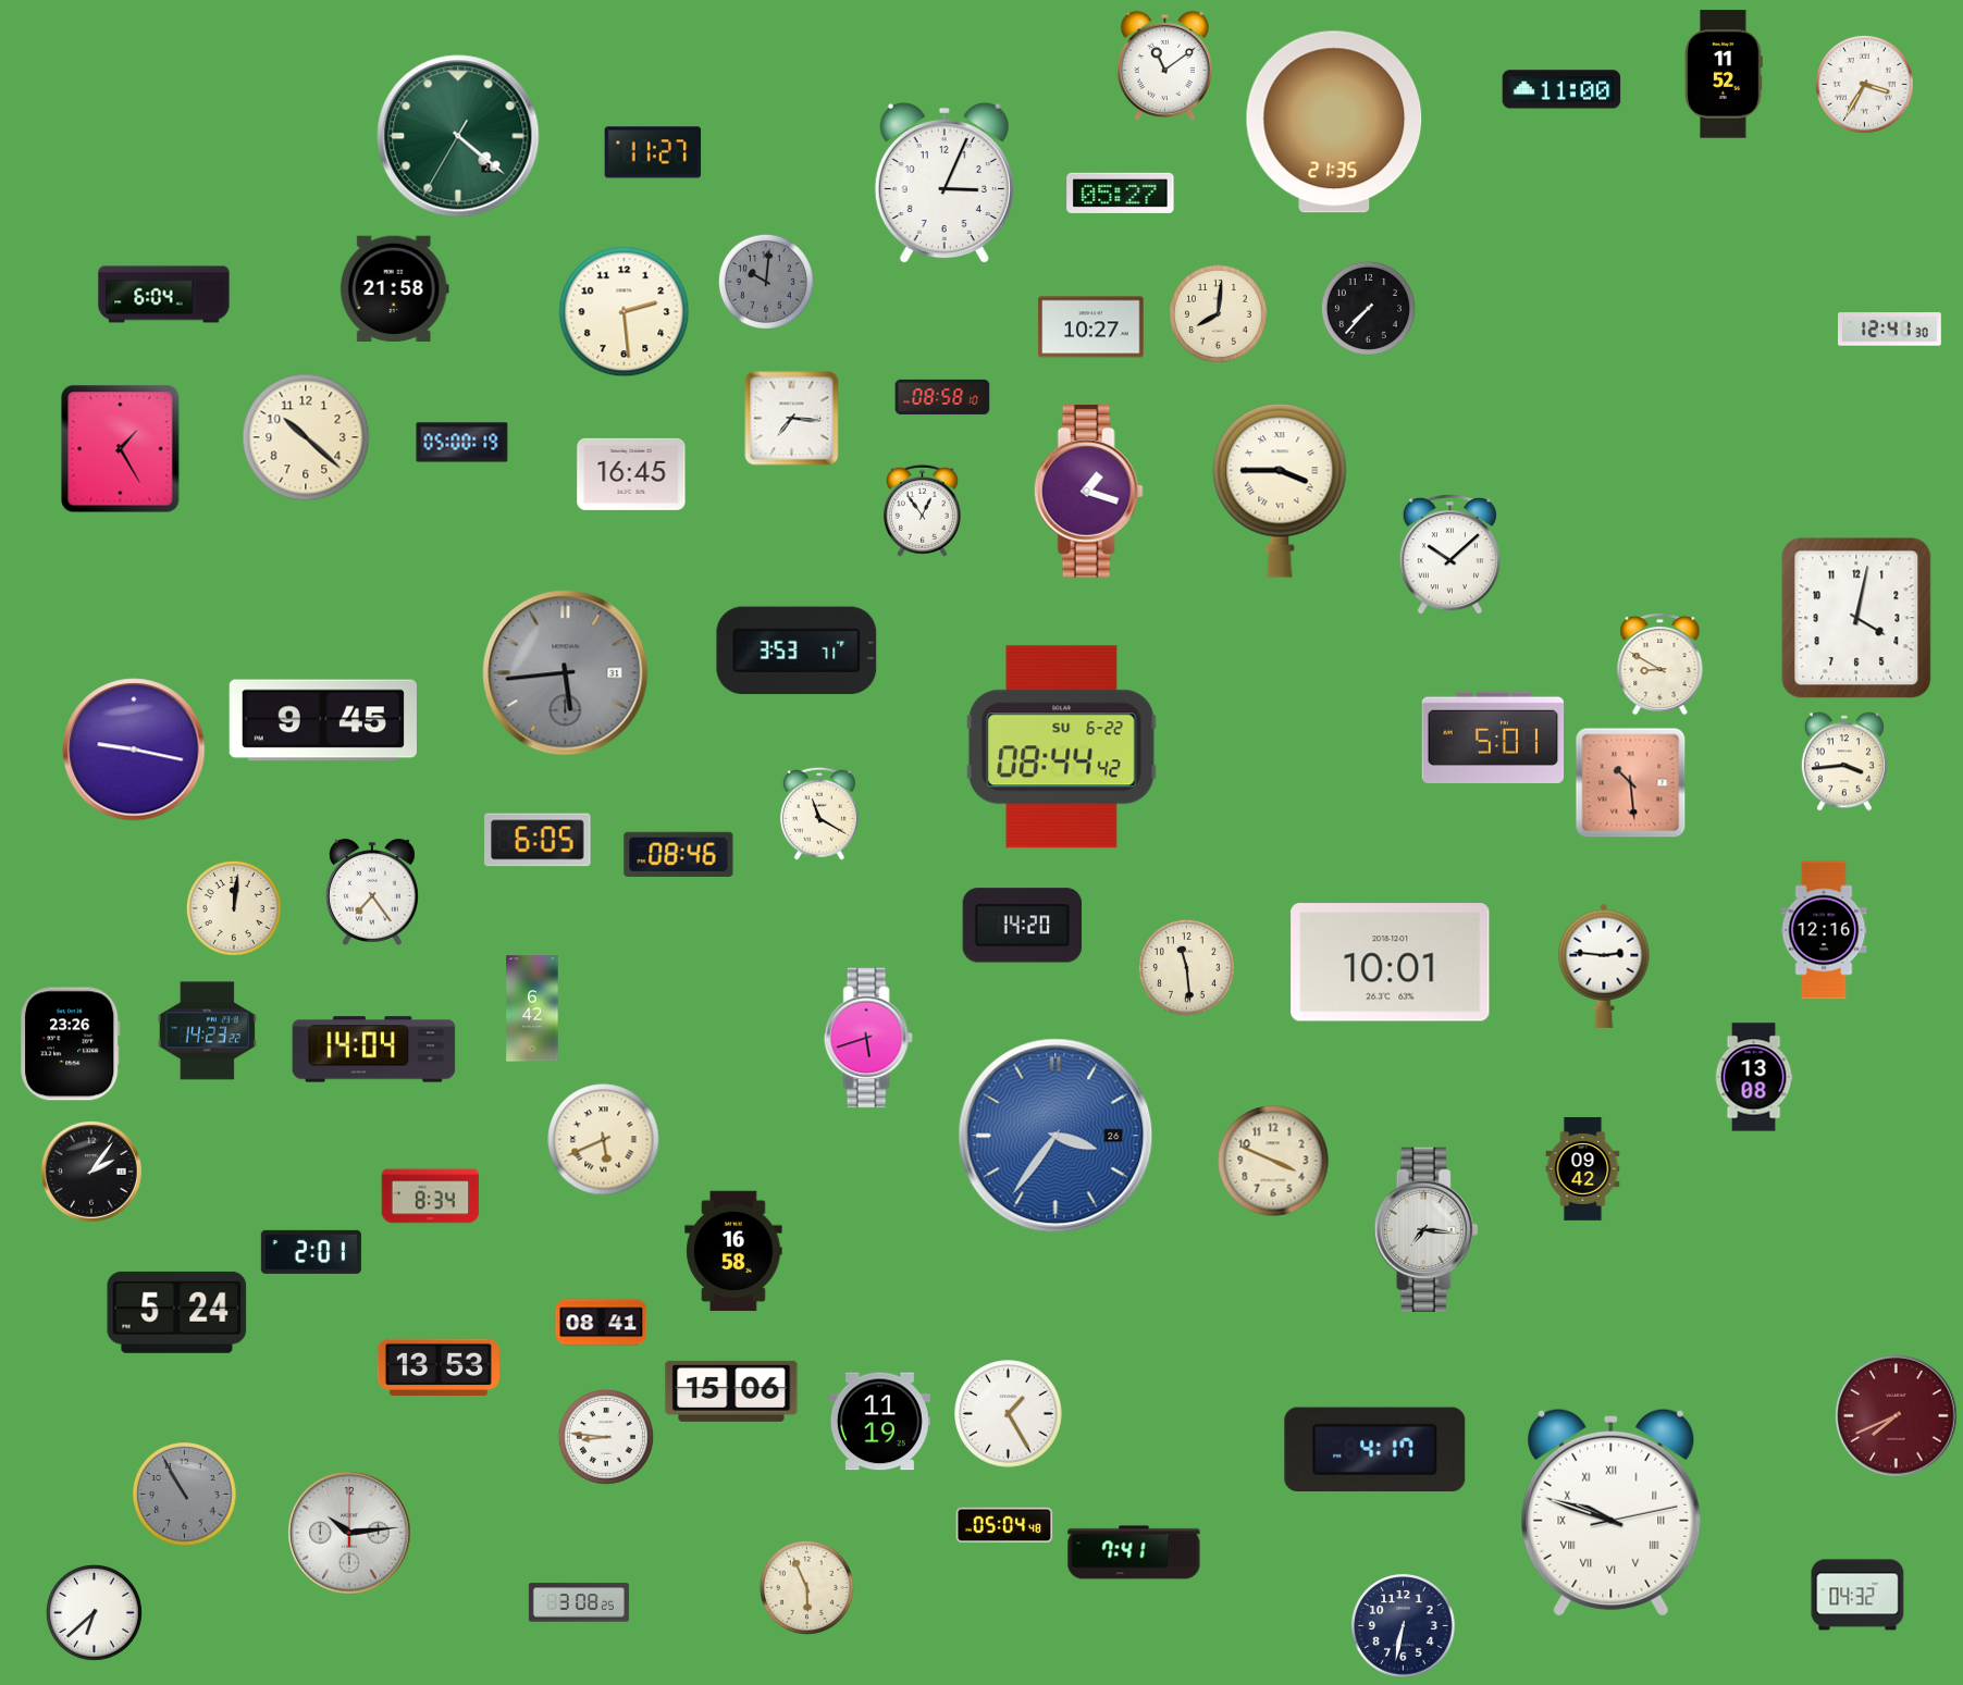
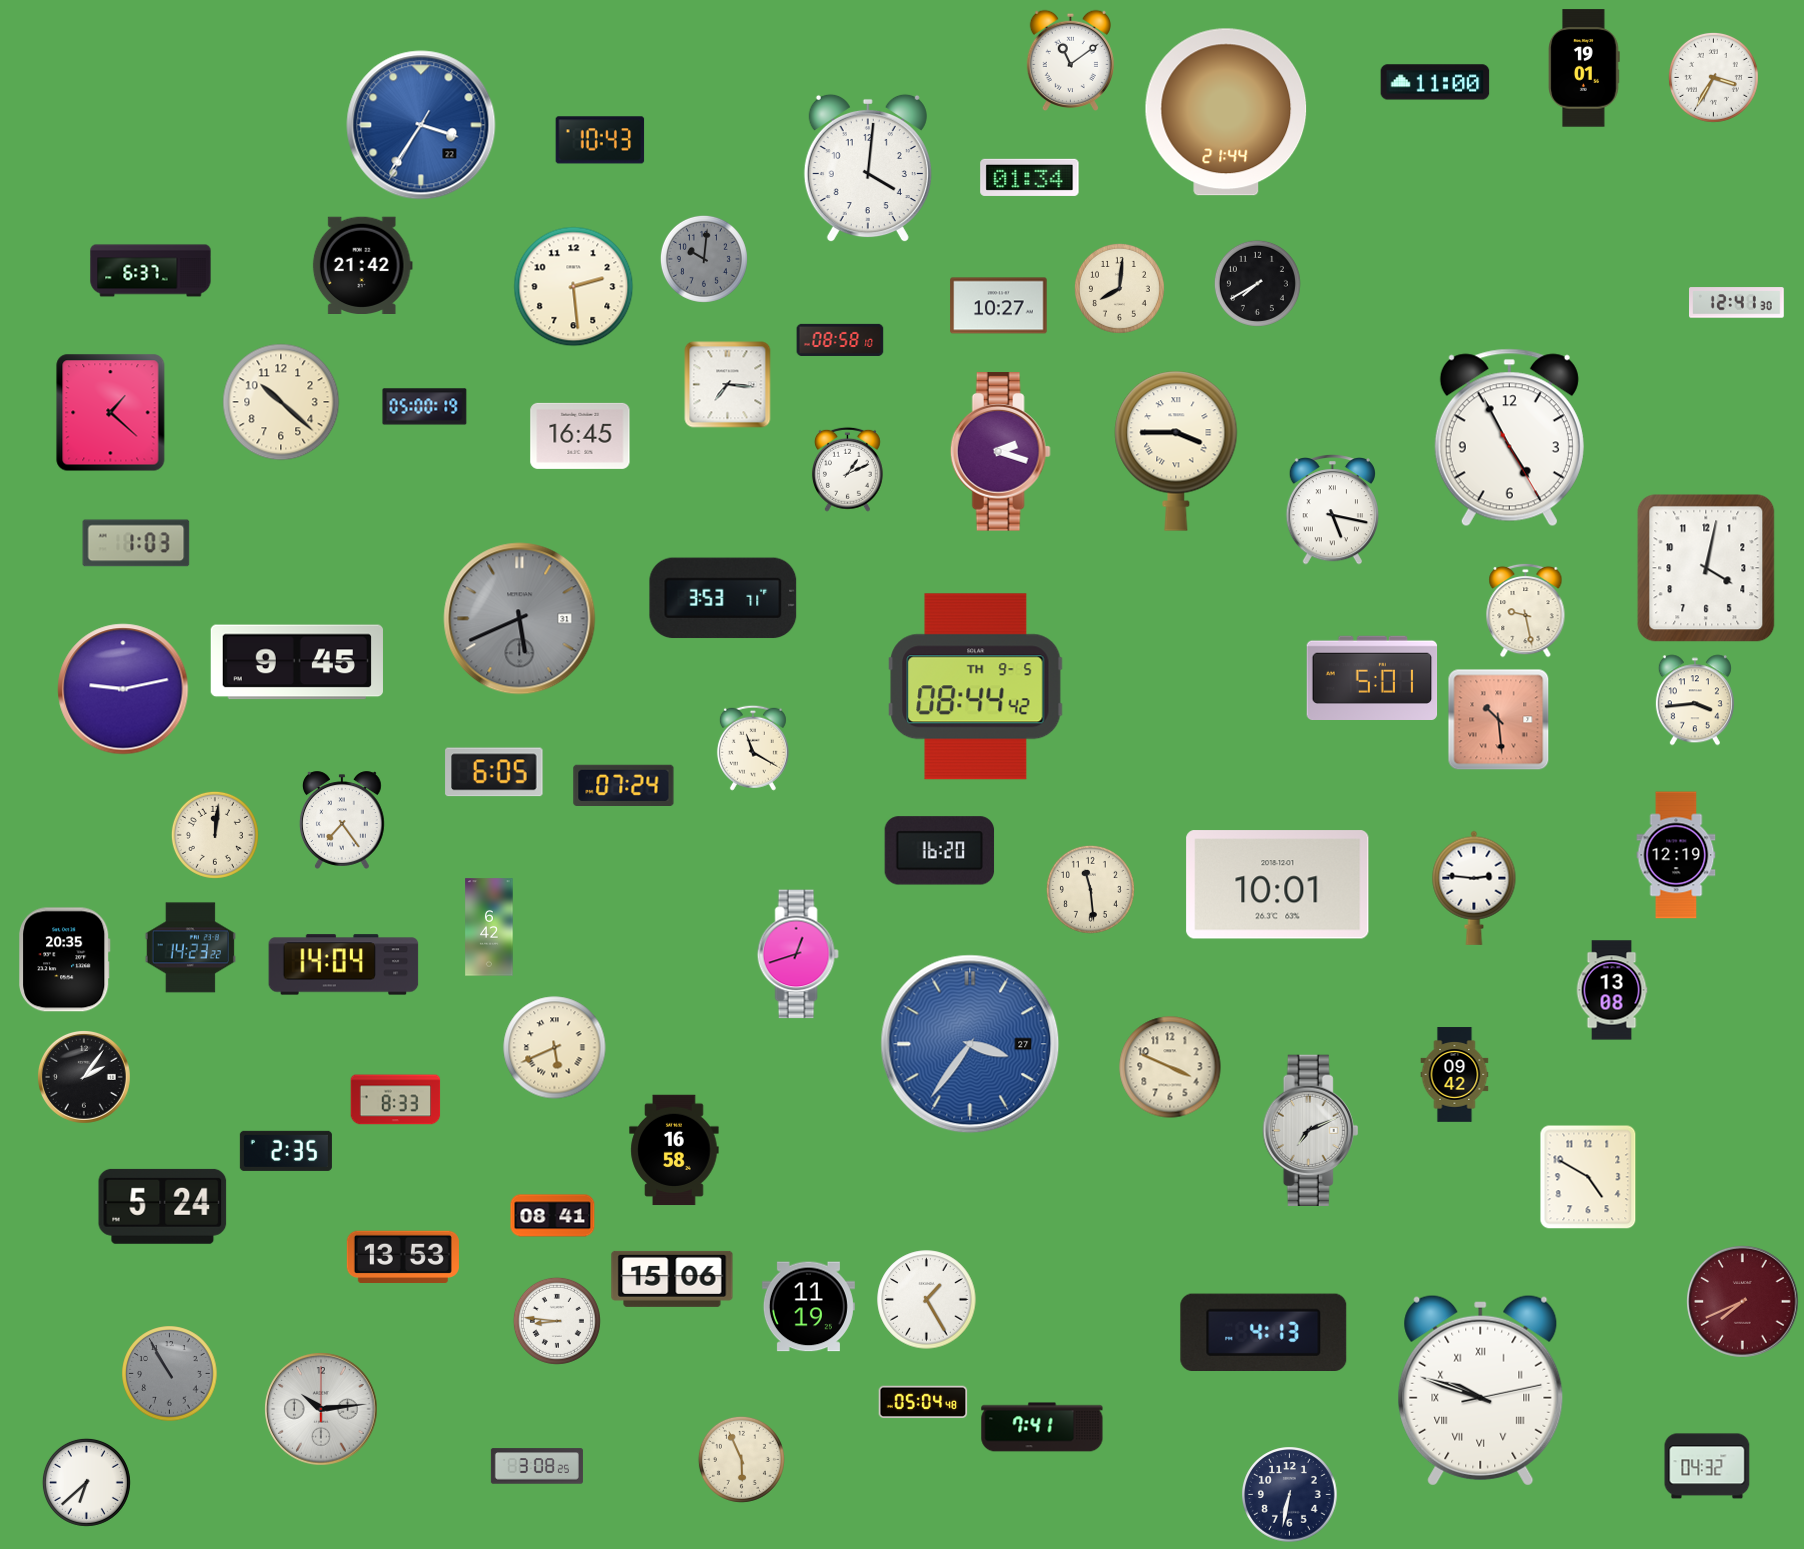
clock at (1724, 74): 11:52 -> 19:01
clock at (1334, 122): 21:35 -> 21:44
clock at (458, 136): 4:21 -> 3:35
clock at (458, 136) dial: green -> blue
clock at (653, 152): 11:27 -> 10:43
clock at (945, 183): 3:04 -> 4:01
clock at (1121, 193): 05:27 -> 01:34
clock at (394, 288): 21:58 -> 21:42
clock at (164, 295): 6:04 -> 6:37
clock at (1368, 308): 7:37 -> 7:40
clock at (1091, 327) position: (1091, 327) -> (999, 306)
clock at (942, 397) position: (942, 397) -> (840, 340)
clock at (121, 449): 1:25 -> 1:22
clock at (1509, 438): none -> 4:55
clock at (1088, 492): 1:18 -> 2:18
clock at (922, 510): 12:54 -> 1:11
clock at (1449, 555): 10:08 -> 5:17
clock at (136, 543): none -> 1:03
clock at (797, 651) position: (797, 651) -> (723, 598)
clock at (1660, 664): 8:50 -> 9:28
clock at (566, 673): 5:44 -> 5:41
clock at (1062, 747) date: SU 6-22 -> TH 9-5
clock at (134, 749): 9:17 -> 9:13
clock at (679, 855): 08:46 -> 07:24
clock at (1023, 926): 14:20 -> 16:20
clock at (1824, 930): 12:16 -> 12:19
clock at (868, 1038): 5:42 -> 12:42
clock at (71, 1044): 23:26 -> 20:35
clock at (1055, 1136) date: 26 -> 27
clock at (431, 1197): 8:34 -> 8:33
clock at (1427, 1229): 7:16 -> 7:11
clock at (311, 1252): 2:01 -> 2:35
clock at (1588, 1177): none -> 4:50
clock at (1375, 1449): 4:17 -> 4:13
clock at (579, 1602) position: (579, 1602) -> (537, 1466)
